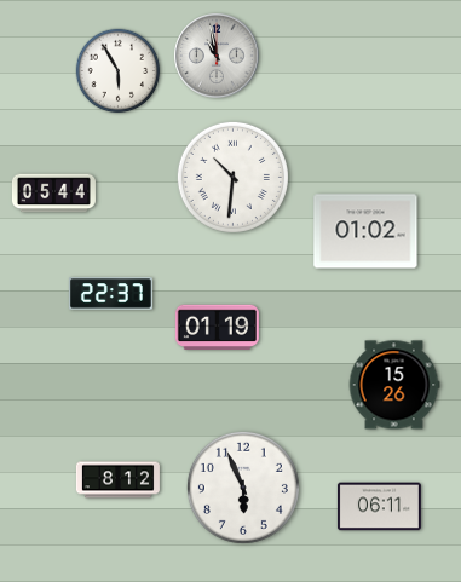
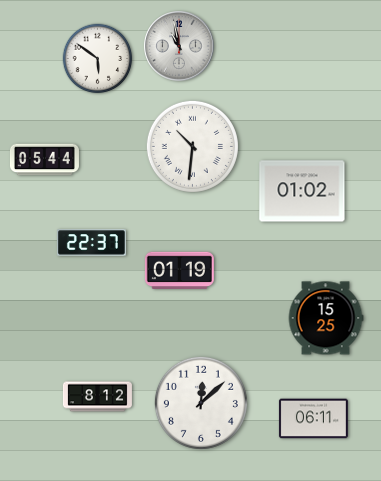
clock at (119, 71): 5:55 -> 5:51
clock at (394, 385): 15:26 -> 15:25
clock at (243, 488): 5:56 -> 12:08
